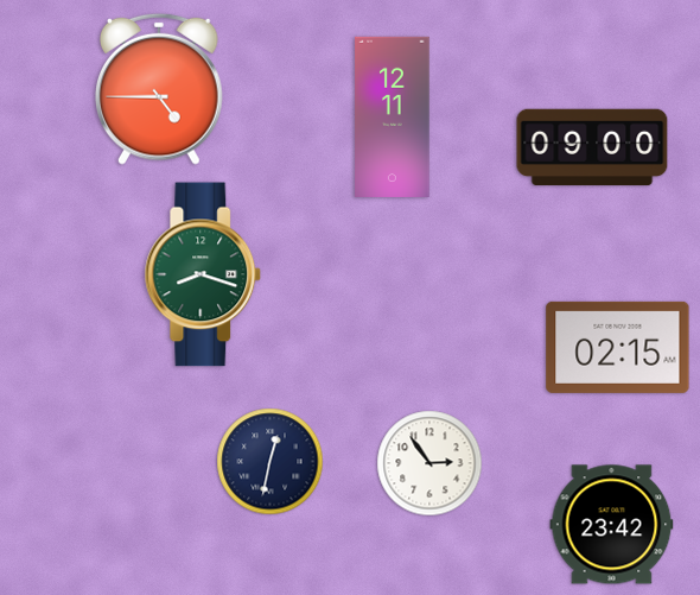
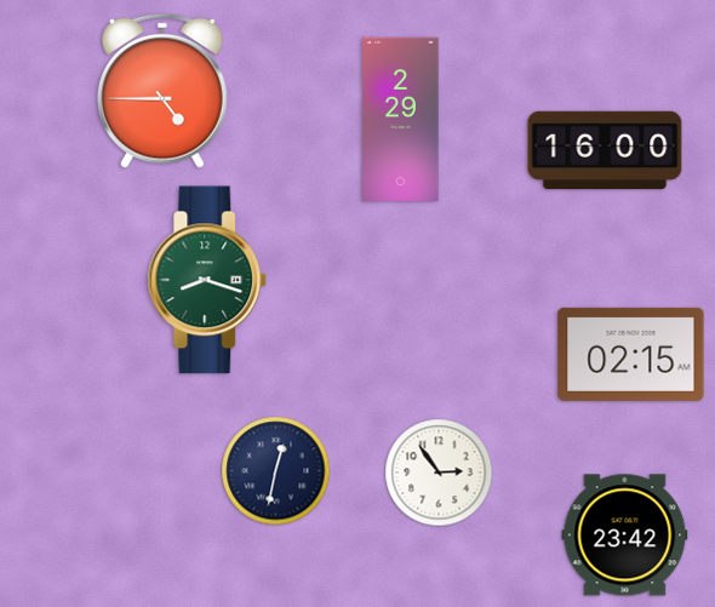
clock at (393, 116): 12:11 -> 2:29
clock at (592, 147): 09:00 -> 16:00
